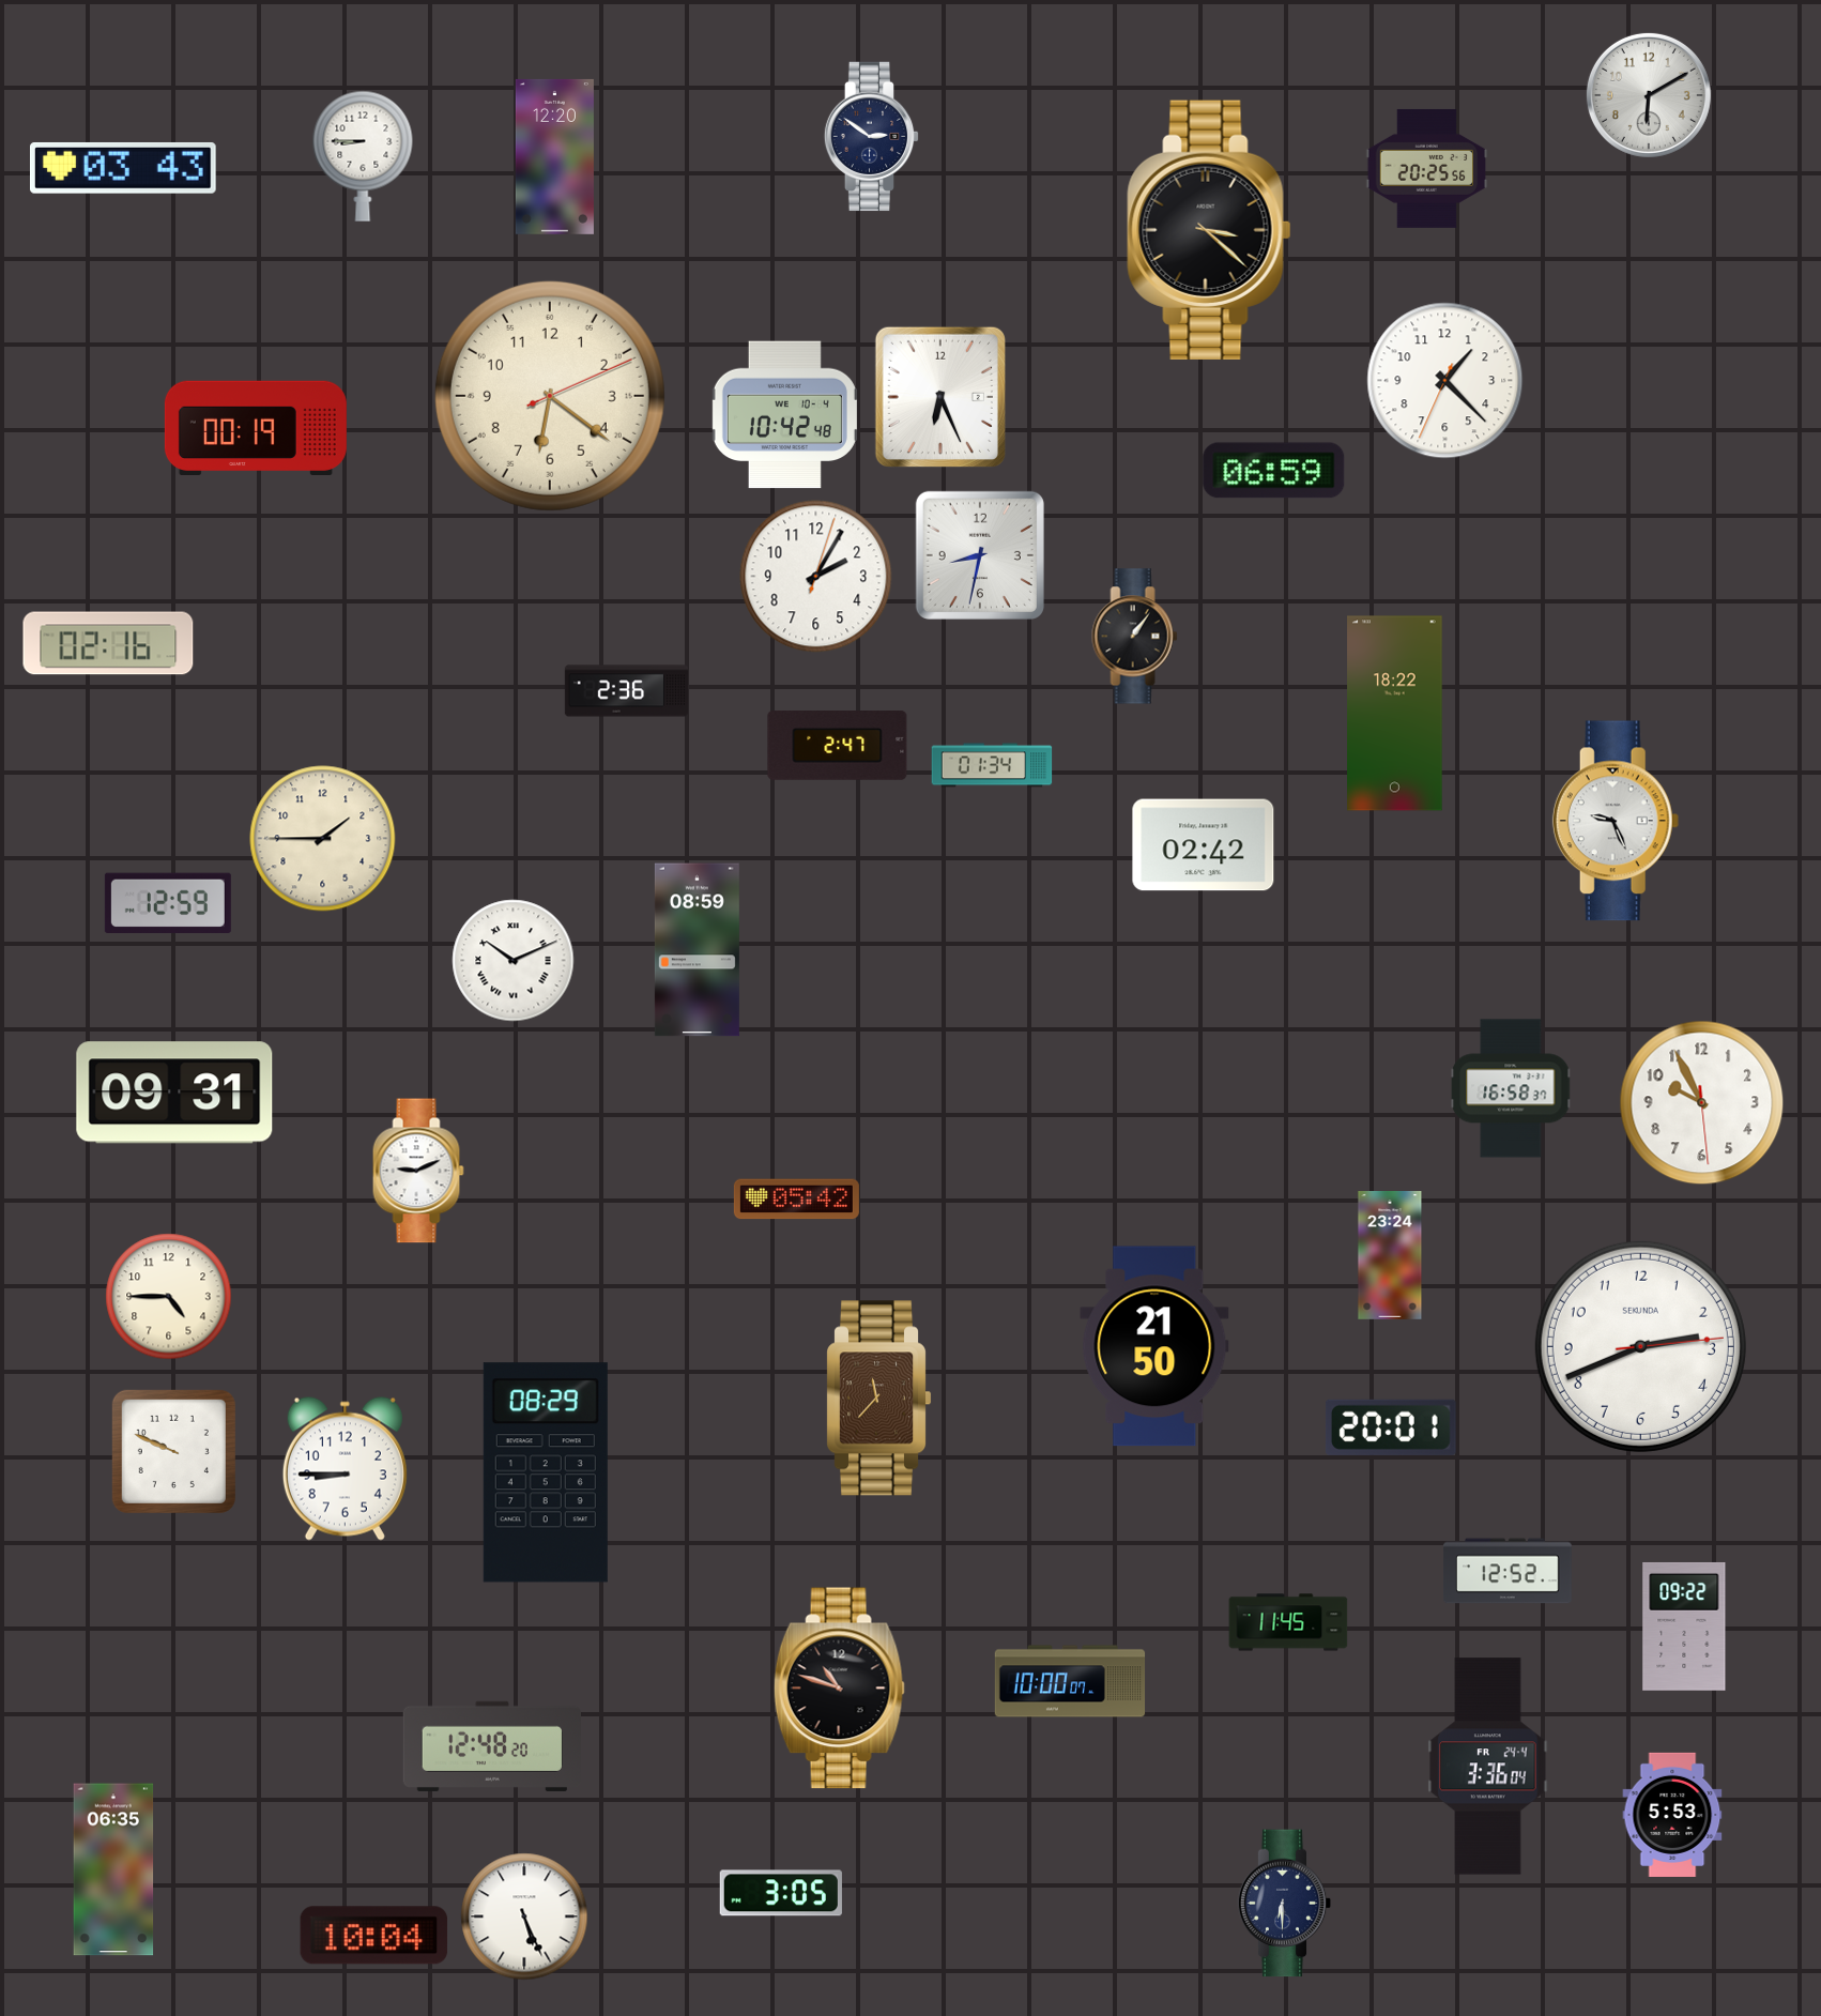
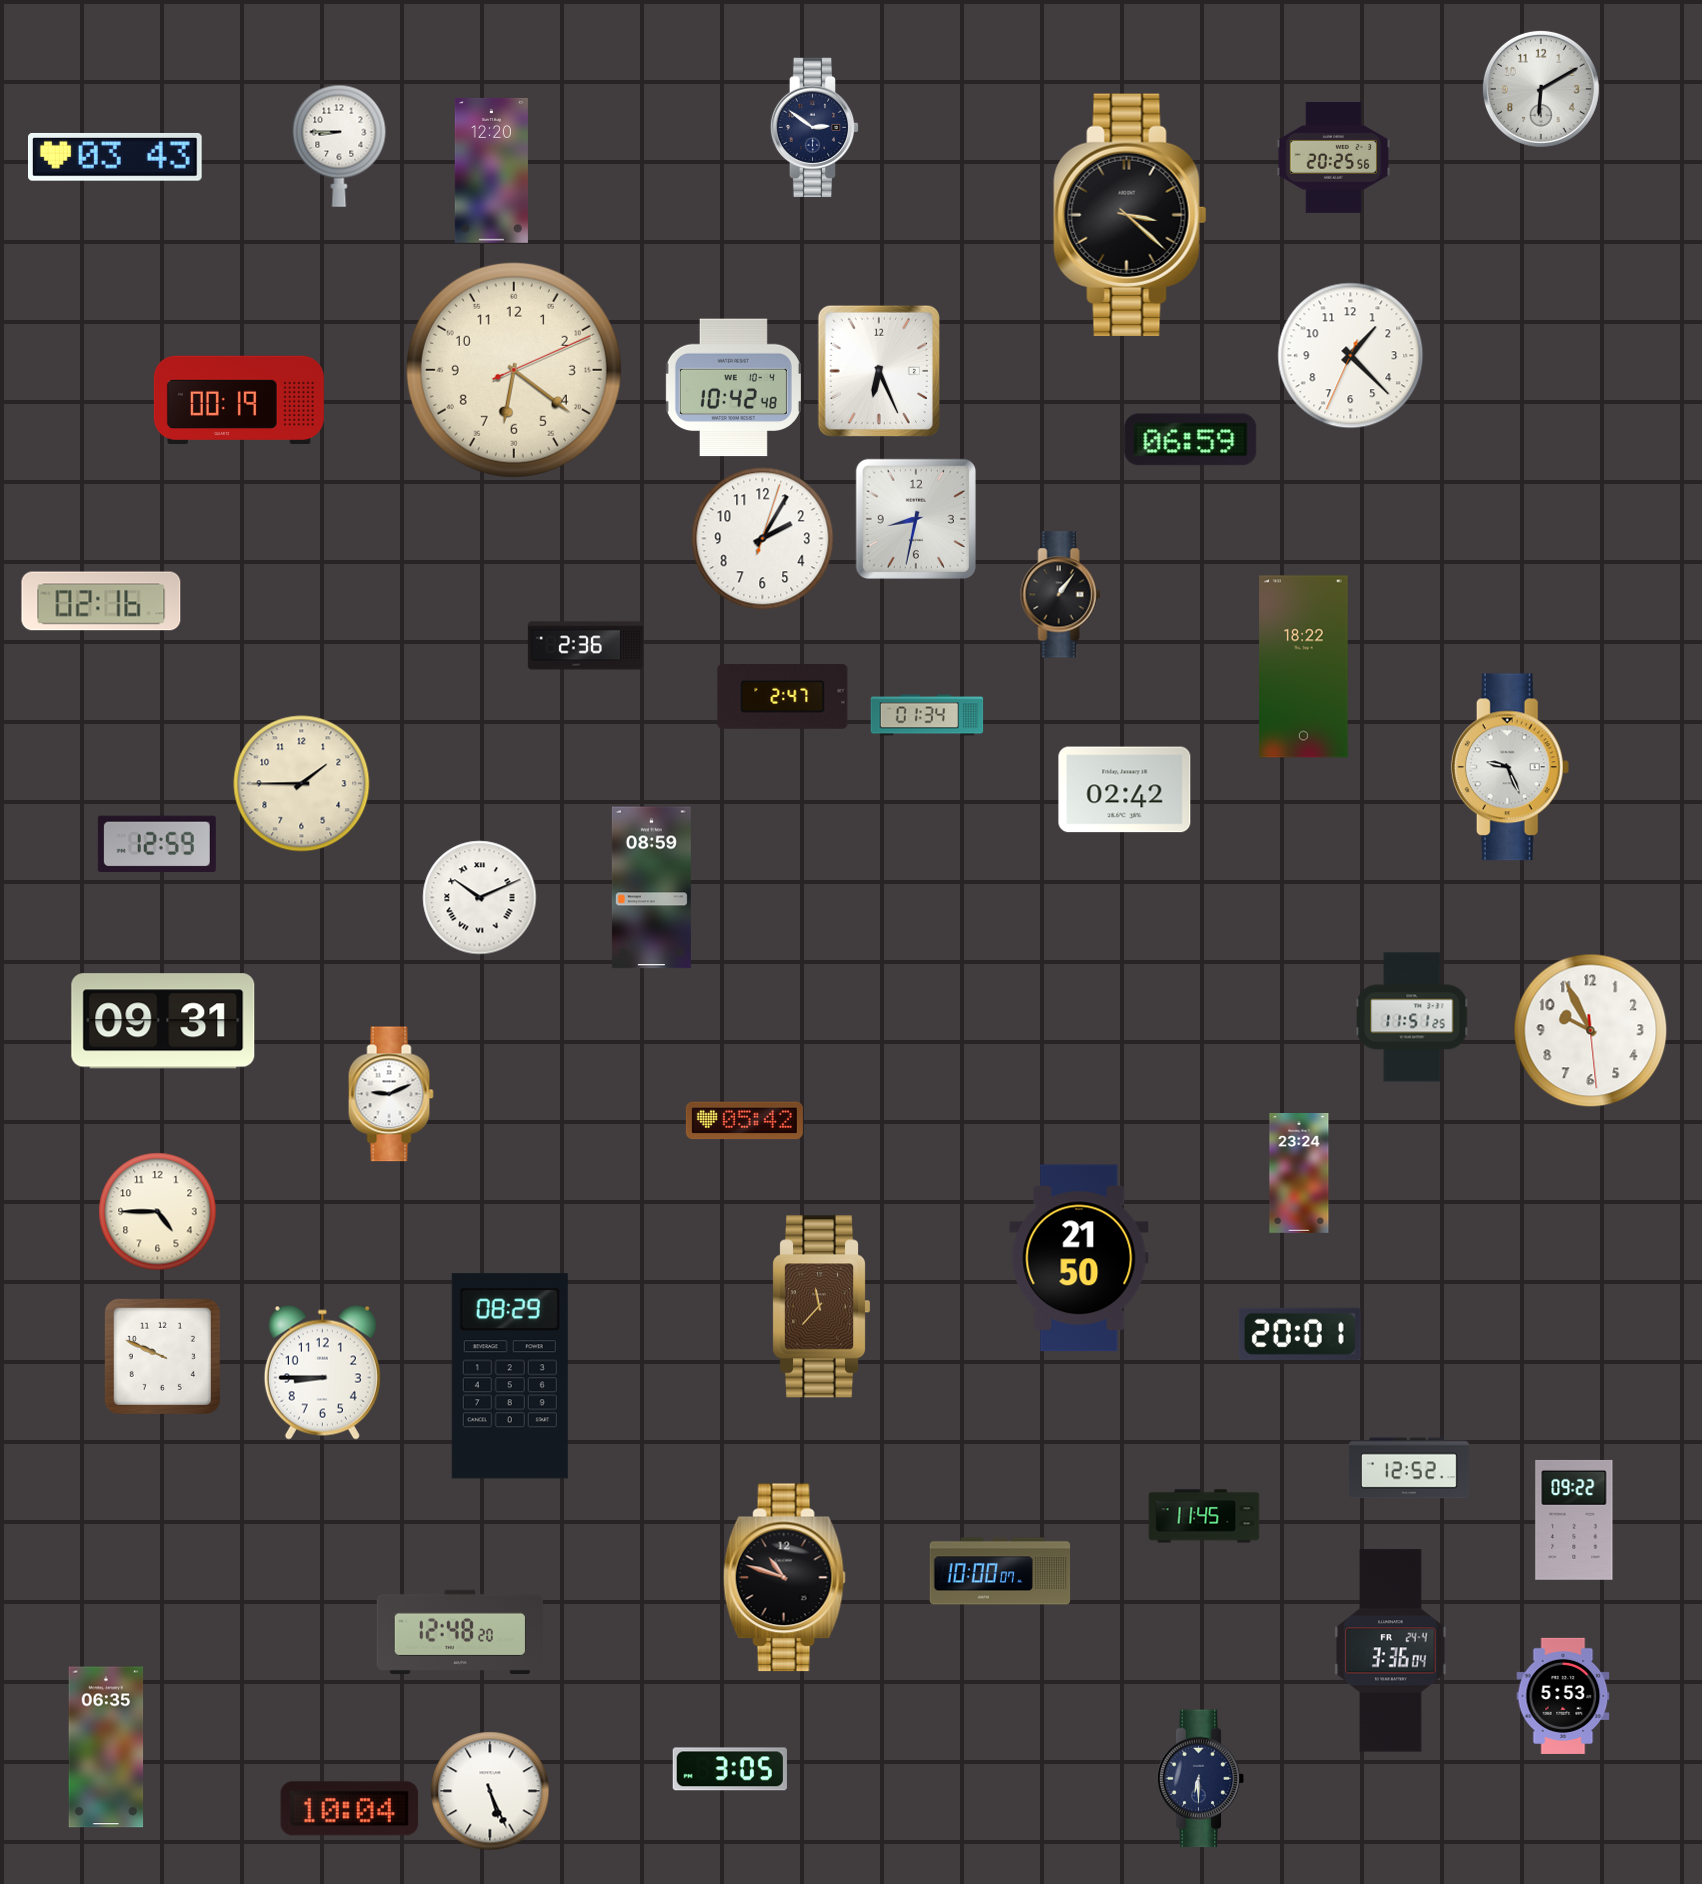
clock at (554, 156) position: (554, 156) -> (491, 170)
clock at (1512, 1088): 16:58 -> 11:51
clock at (1640, 1346): 2:41 -> none
